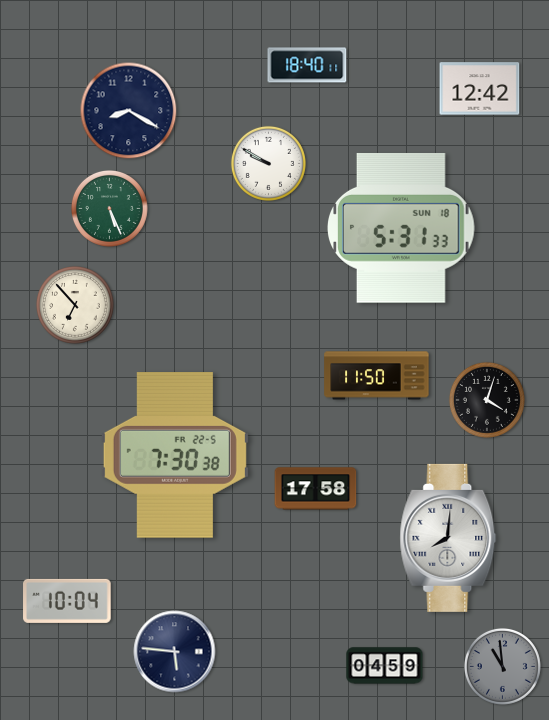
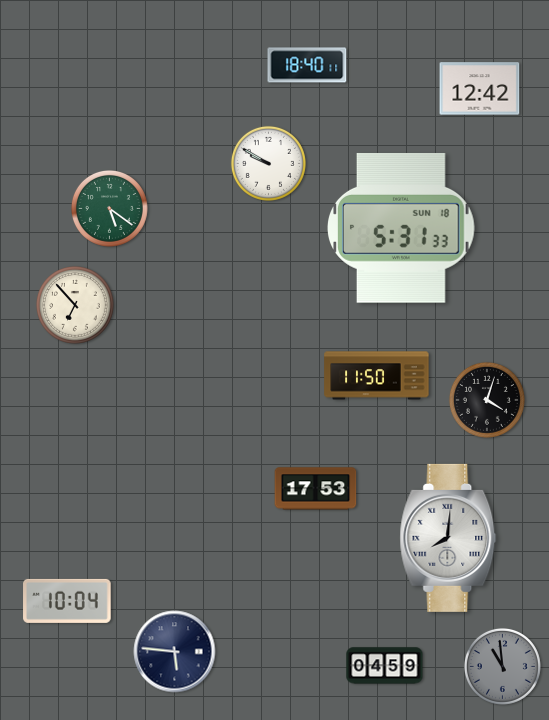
clock at (129, 111): 8:20 -> none
clock at (109, 208): 5:26 -> 5:21
clock at (175, 456): 7:30 -> none
clock at (316, 489): 17:58 -> 17:53
